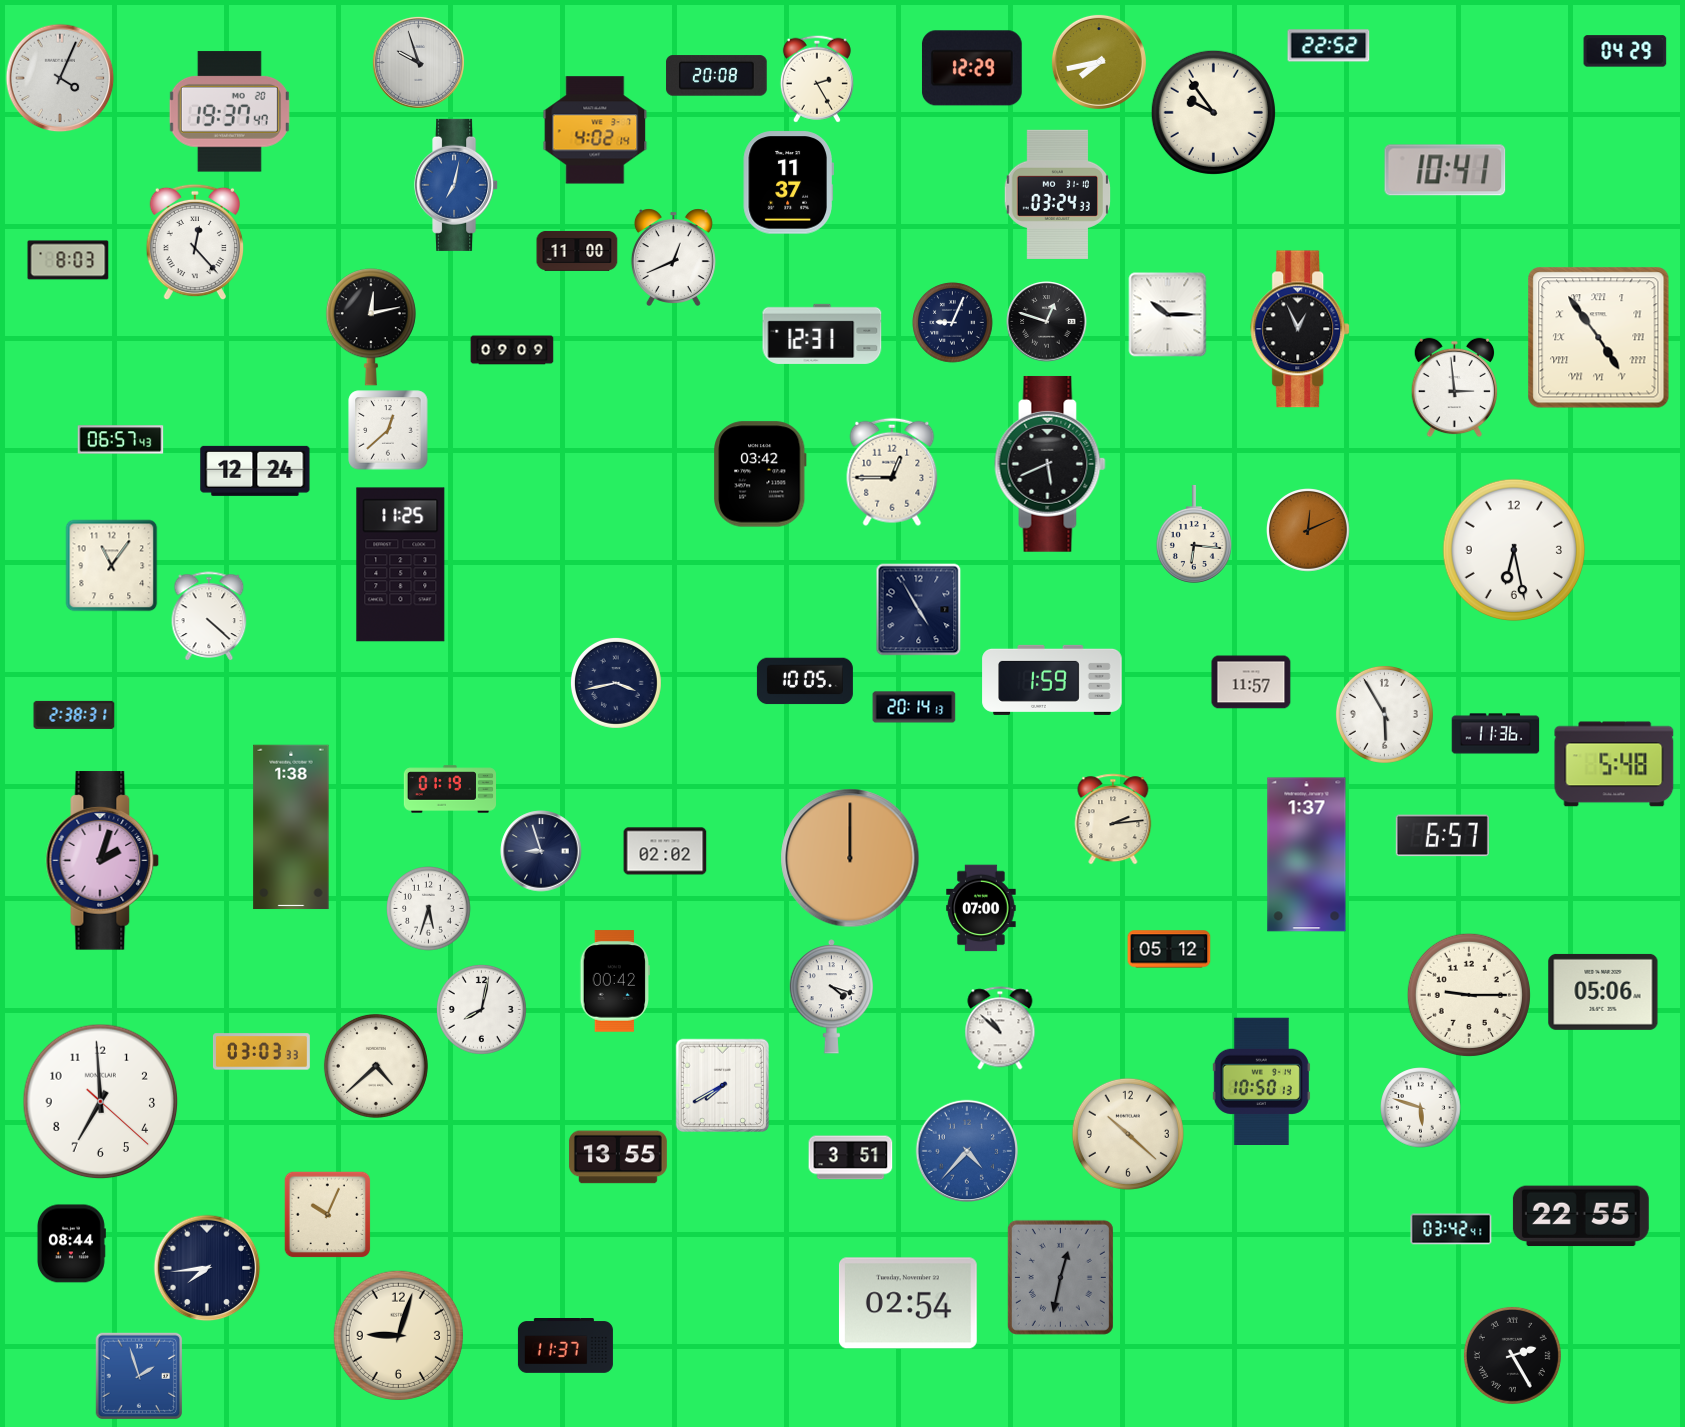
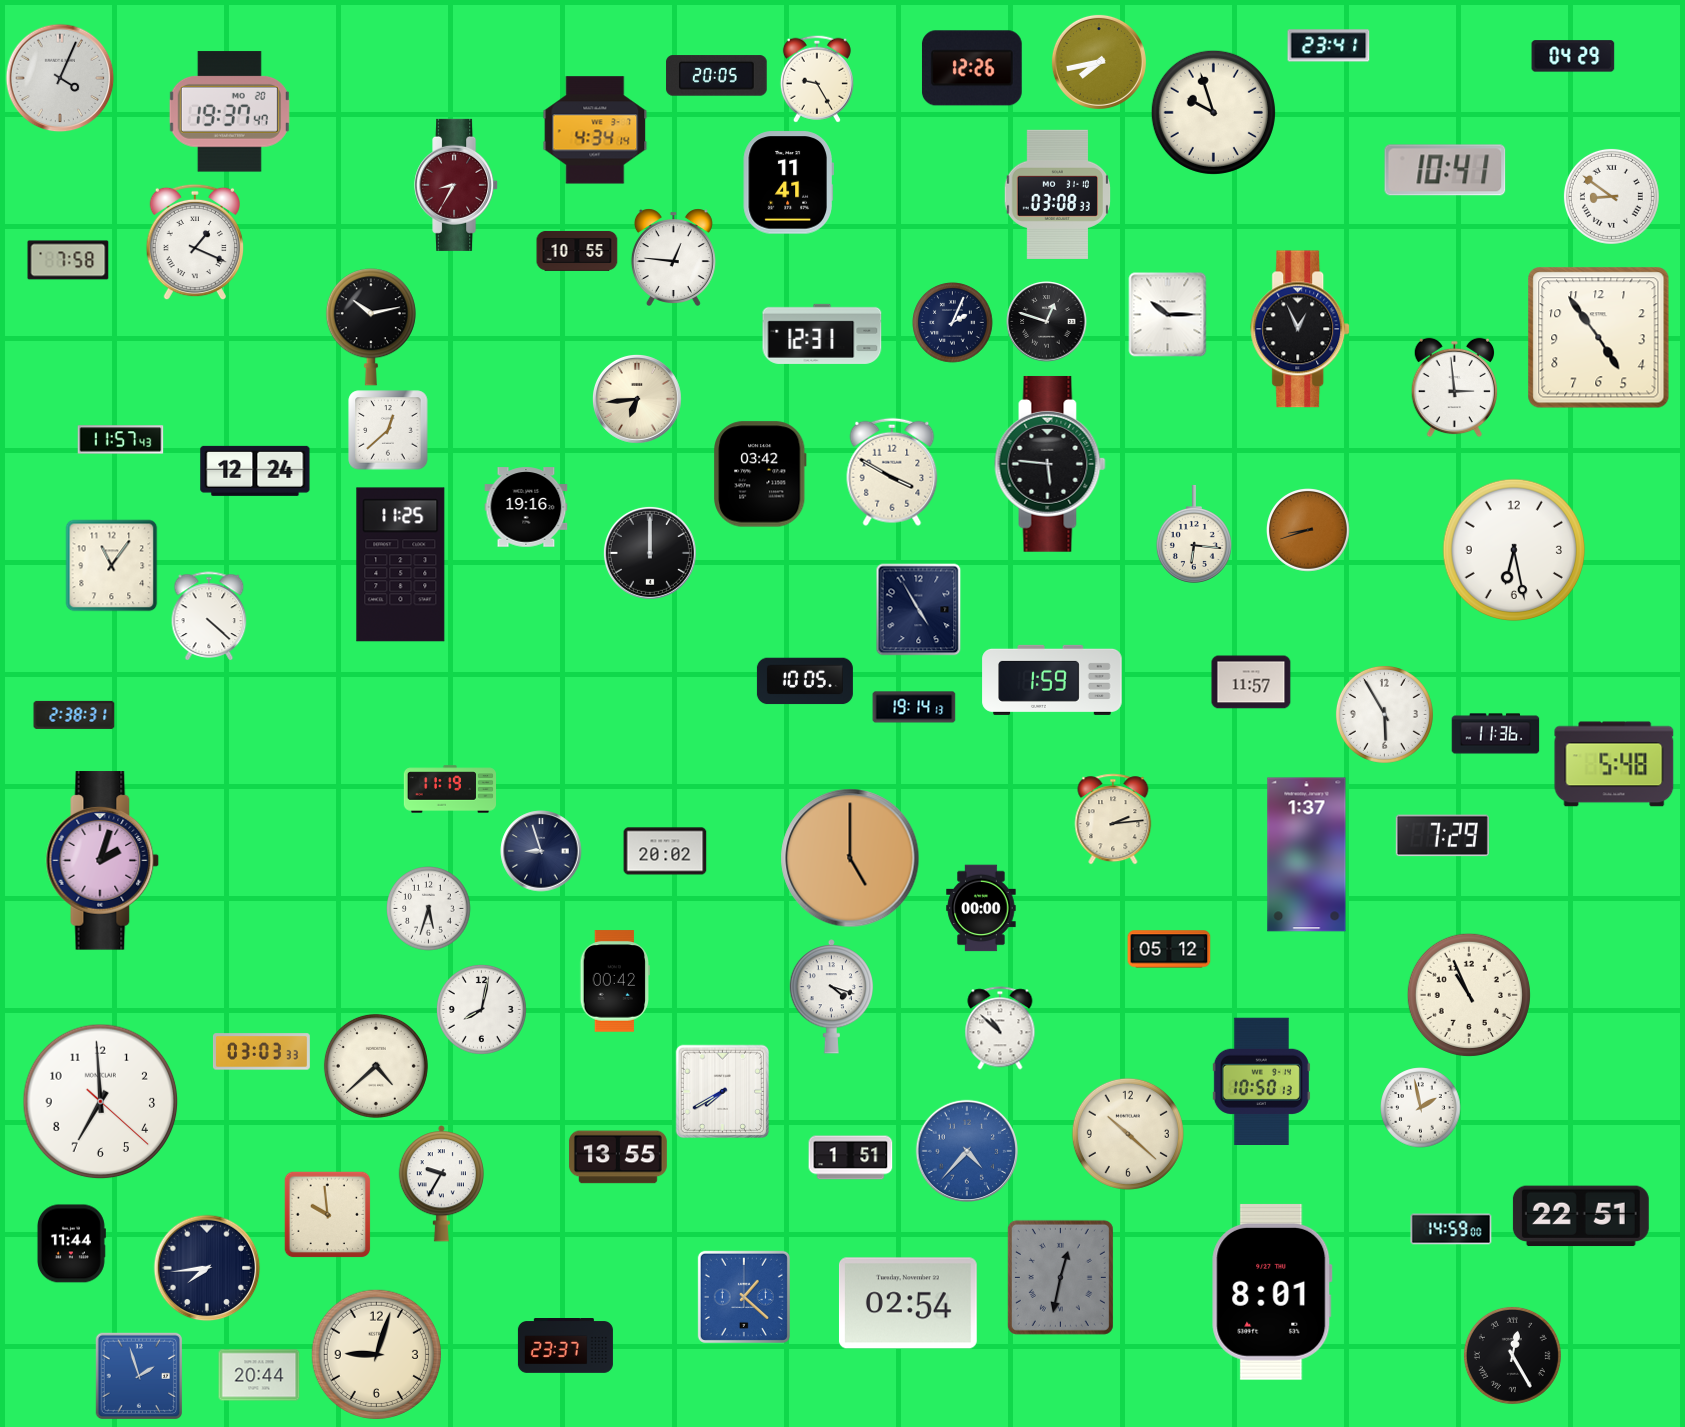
clock at (1329, 46): 22:52 -> 23:41
clock at (1625, 51) position: (1625, 51) -> (1573, 56)
clock at (418, 62): 9:57 -> none
clock at (972, 68): 12:29 -> 12:26
clock at (717, 76): 20:08 -> 20:05
clock at (817, 79): 2:25 -> 9:25
clock at (1213, 112): 9:54 -> 9:57
clock at (595, 130): 4:02 -> 4:34
clock at (788, 183): 11:37 -> 11:41
clock at (457, 185): 7:02 -> 8:35
clock at (457, 185) dial: blue -> burgundy
clock at (1057, 194): 03:24 -> 03:08
clock at (1611, 196): none -> 8:51
clock at (194, 242): 12:23 -> 1:19
clock at (577, 251): 11:00 -> 10:55
clock at (673, 257): 12:41 -> 12:46
clock at (68, 260): 8:03 -> 7:58
clock at (953, 323): 9:04 -> 2:04
clock at (371, 327): 12:13 -> 10:13
clock at (1599, 338) numerals: Roman -> Arabic
clock at (512, 350): 09:09 -> none
clock at (638, 400): none -> 6:44
clock at (121, 440): 06:57 -> 11:57
clock at (1050, 464): 5:41 -> 5:46
clock at (892, 472): 12:45 -> 3:50
clock at (526, 507): none -> 19:16
clock at (1308, 530): 12:11 -> 8:42
clock at (650, 553): none -> 12:00
clock at (616, 683): 3:43 -> none
clock at (914, 707): 20:14 -> 19:14
clock at (449, 789): 01:19 -> 11:19
clock at (291, 827): 1:38 -> none
clock at (1442, 836): 6:57 -> 7:29
clock at (665, 851): 02:02 -> 20:02
clock at (850, 858): 12:00 -> 5:00
clock at (981, 908): 07:00 -> 00:00
clock at (1603, 992): 05:06 -> none
clock at (1469, 995): 9:15 -> 10:56
clock at (723, 1086) position: (723, 1086) -> (723, 1092)
clock at (1421, 1108): 5:48 -> 1:58
clock at (851, 1158): 3:51 -> 1:51
clock at (441, 1184): none -> 9:35
clock at (327, 1214): 10:04 -> 9:59
clock at (1581, 1216): 22:55 -> 22:51
clock at (1451, 1229): 03:42 -> 14:59
clock at (71, 1244): 08:44 -> 11:44
clock at (1272, 1292): none -> 8:01
clock at (744, 1297): none -> 1:22
clock at (398, 1335) position: (398, 1335) -> (376, 1354)
clock at (565, 1346): 11:37 -> 23:37
clock at (1512, 1355): 2:25 -> 12:25
clock at (259, 1375): none -> 20:44
